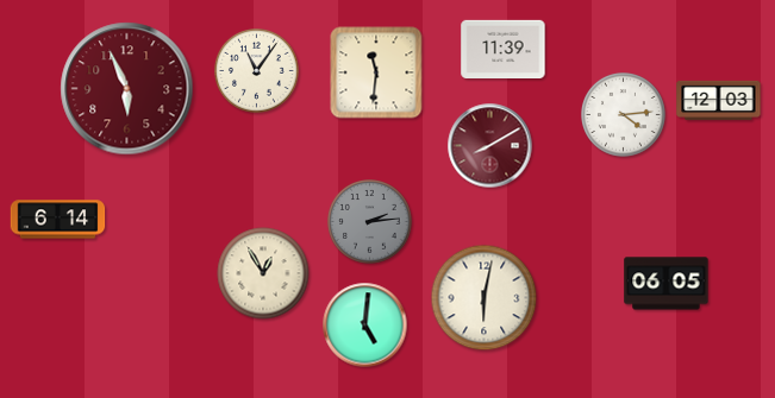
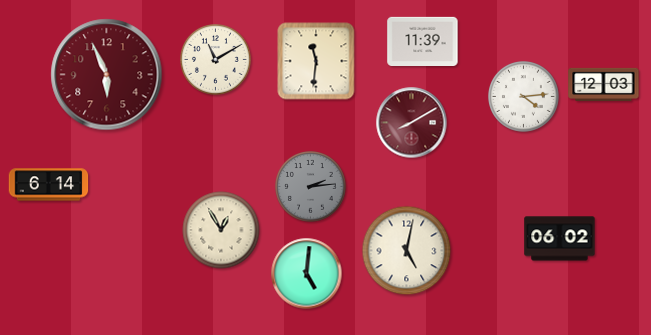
clock at (257, 71): 11:06 -> 11:10
clock at (667, 284): 06:05 -> 06:02
clock at (485, 298): 6:02 -> 5:02
